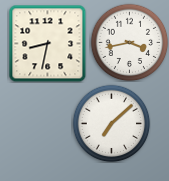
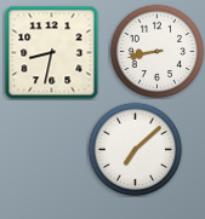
clock at (129, 42): 3:43 -> 8:43
clock at (47, 43) position: (47, 43) -> (51, 52)
